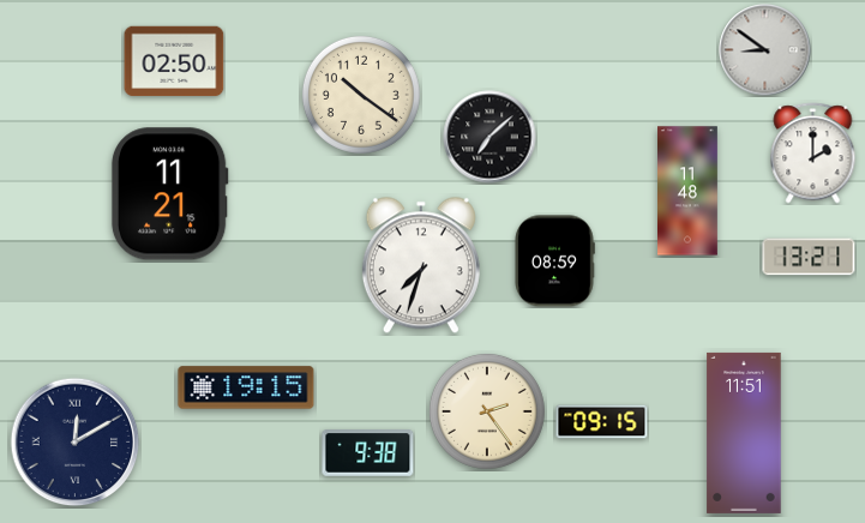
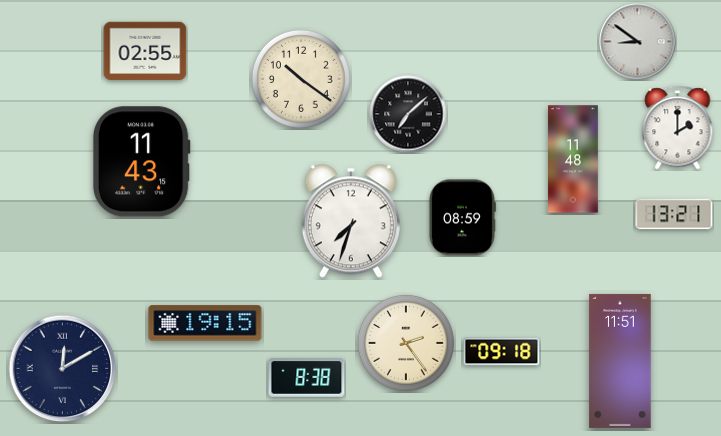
clock at (174, 61): 02:50 -> 02:55
clock at (169, 194): 11:21 -> 11:43
clock at (602, 422): 09:15 -> 09:18
clock at (368, 453): 9:38 -> 8:38
